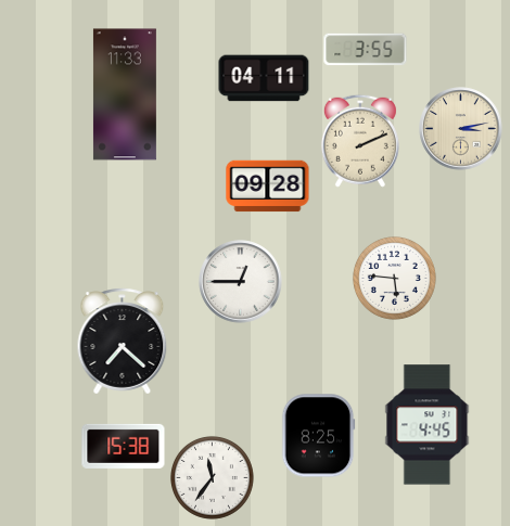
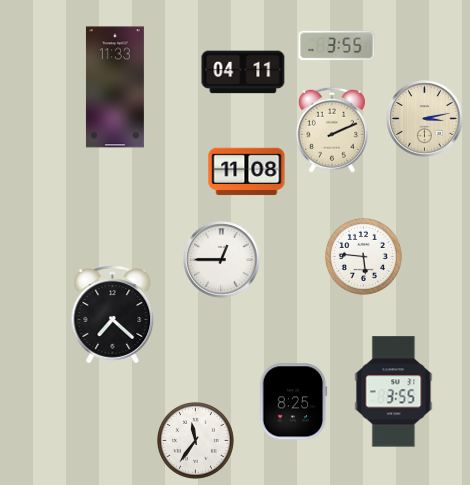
clock at (268, 187): 09:28 -> 11:08
clock at (428, 425): 4:45 -> 3:55
clock at (124, 446): 15:38 -> none
